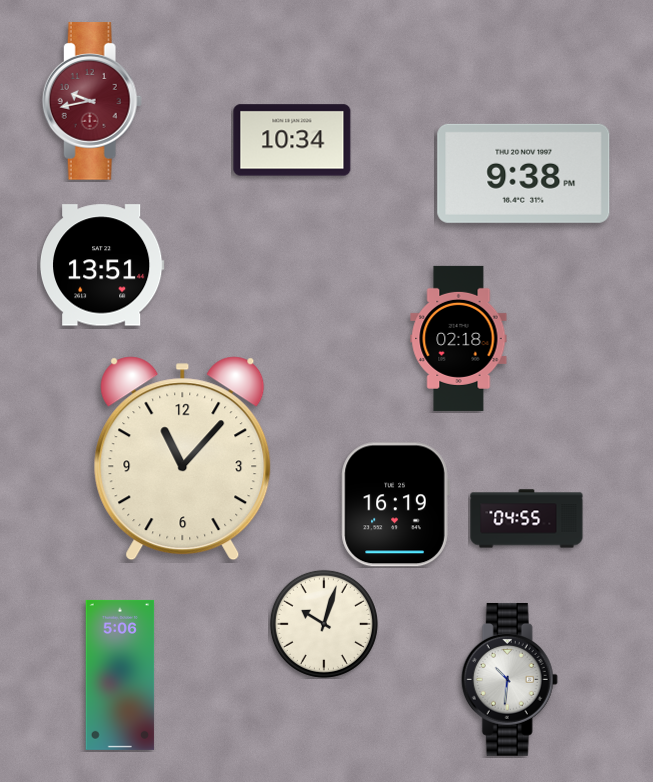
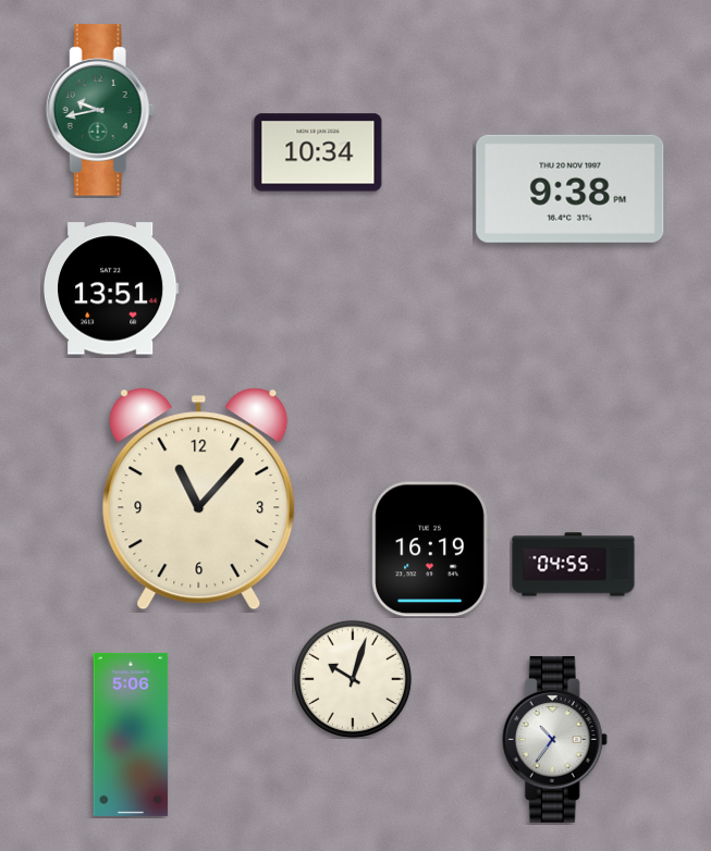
clock at (92, 101) dial: burgundy -> green
clock at (459, 338): 02:18 -> none
clock at (509, 679): 10:31 -> 10:36
